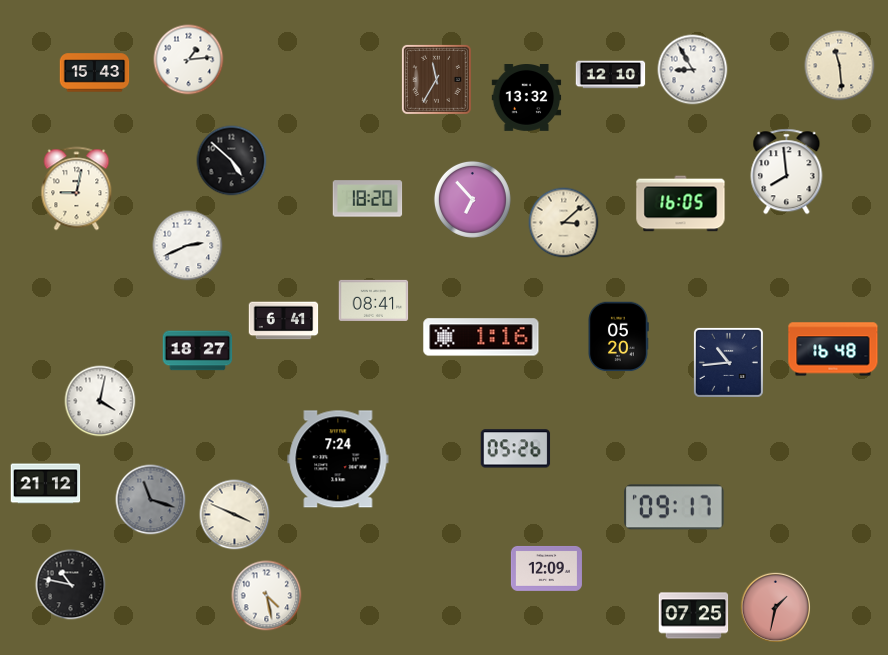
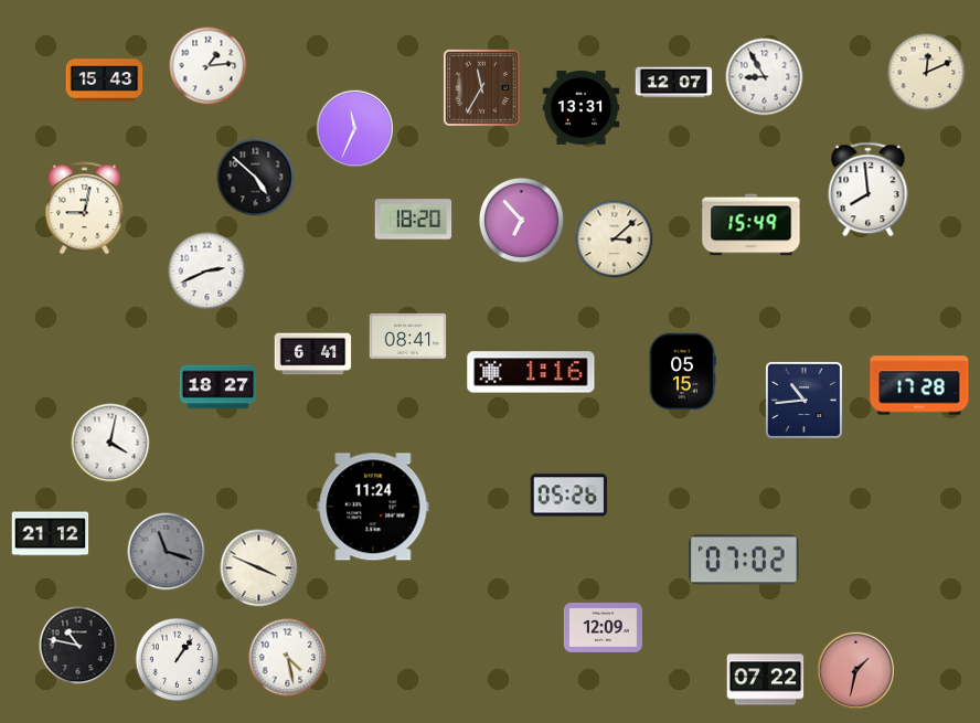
clock at (840, 66): 11:29 -> 12:11
clock at (611, 75): 12:10 -> 12:07
clock at (527, 98): 13:32 -> 13:31
clock at (354, 128): none -> 11:34
clock at (368, 199) position: (368, 199) -> (414, 220)
clock at (681, 204): 16:05 -> 15:49
clock at (564, 223) position: (564, 223) -> (615, 240)
clock at (374, 300) position: (374, 300) -> (408, 336)
clock at (618, 337): 05:20 -> 05:15
clock at (833, 349): 16:48 -> 17:28
clock at (338, 459): 7:24 -> 11:24
clock at (674, 507): 09:17 -> 07:02
clock at (267, 596) position: (267, 596) -> (288, 658)
clock at (177, 659): none -> 1:06
clock at (694, 616): 07:25 -> 07:22
